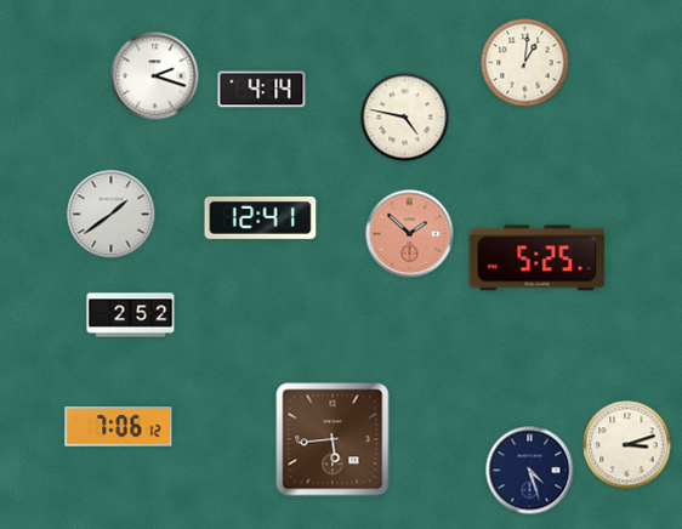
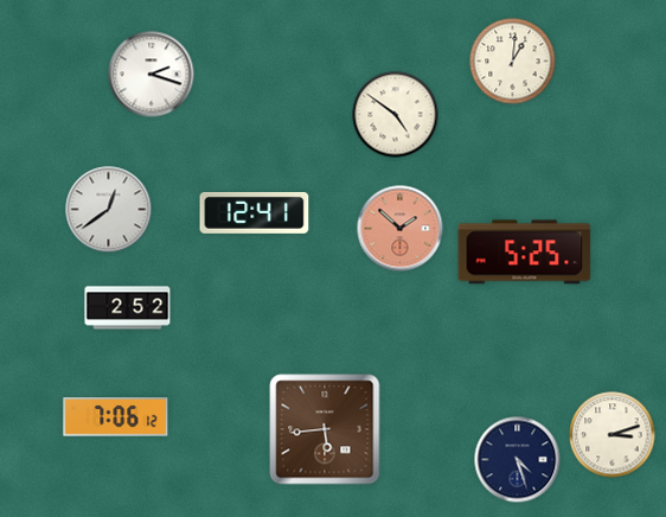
clock at (262, 90): 4:14 -> none
clock at (405, 118): 4:47 -> 4:51
clock at (112, 215): 1:39 -> 12:39
